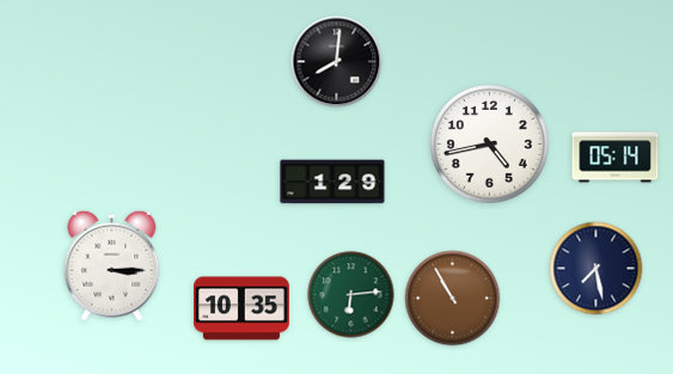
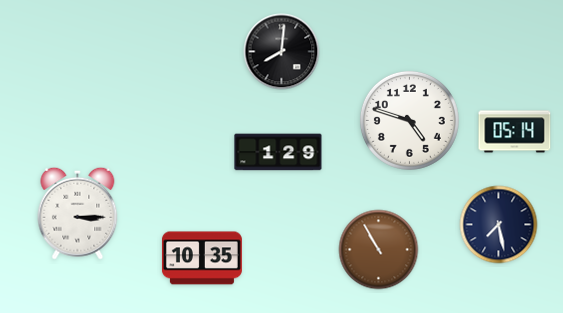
clock at (489, 143): 4:43 -> 4:48
clock at (112, 265) position: (112, 265) -> (78, 213)
clock at (351, 295): 6:14 -> none
